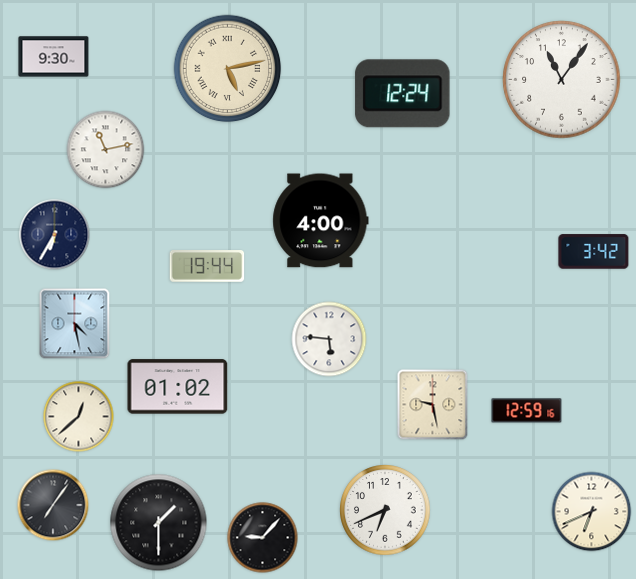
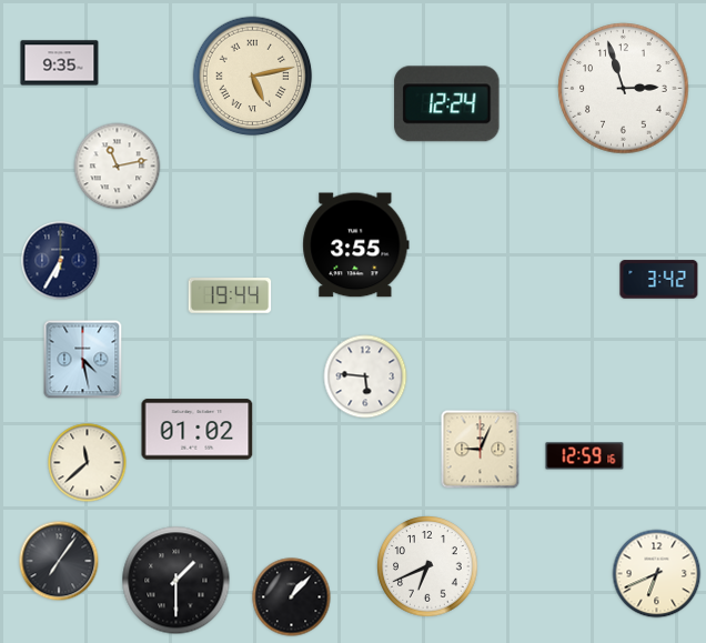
clock at (54, 57): 9:30 -> 9:35
clock at (562, 80): 11:06 -> 2:57
clock at (321, 221): 4:00 -> 3:55
clock at (433, 405): 9:28 -> 9:04
clock at (79, 417): 12:38 -> 11:38
clock at (592, 512) position: (592, 512) -> (657, 574)
clock at (263, 538): 9:07 -> 1:07
